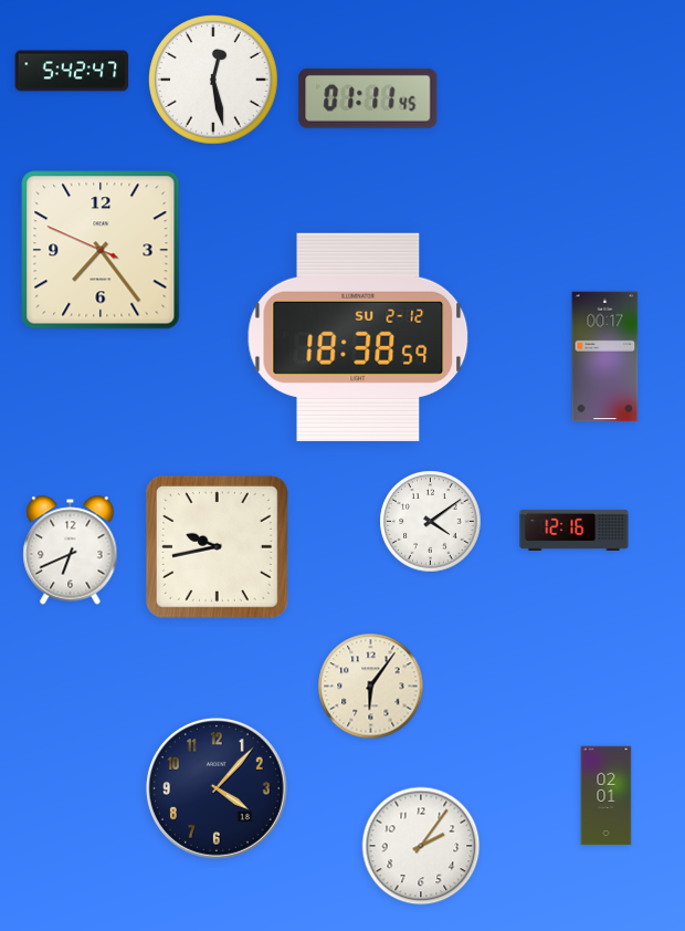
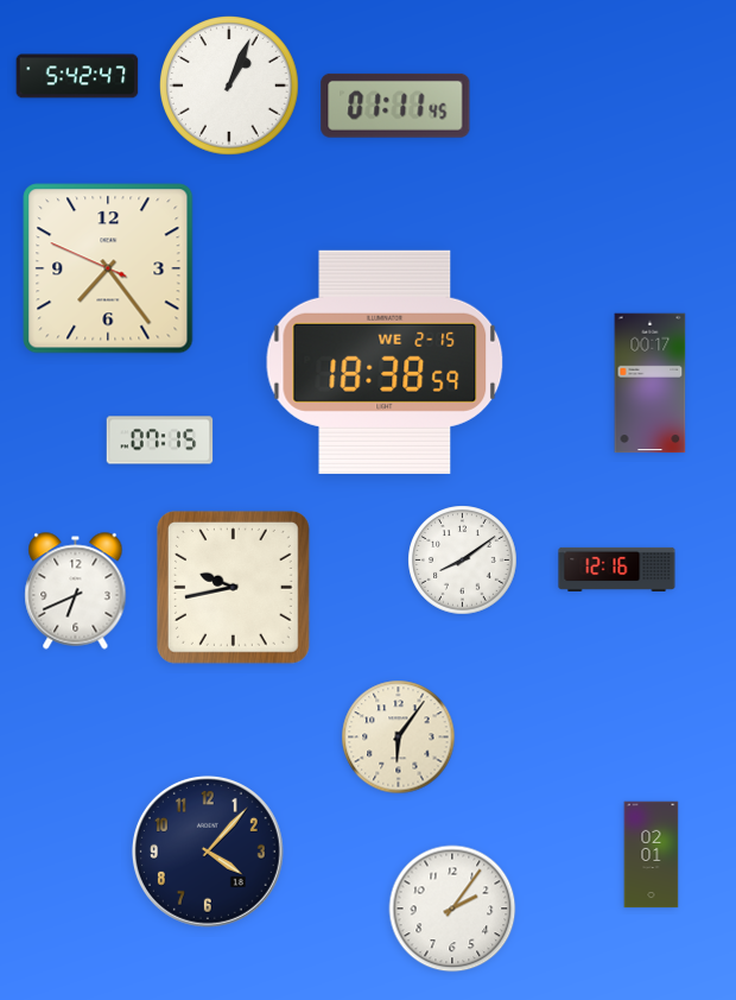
clock at (214, 81): 12:28 -> 1:04
clock at (358, 337) date: SU 2-12 -> WE 2-15
clock at (160, 441): none -> 07:15
clock at (431, 522): 4:09 -> 8:09
clock at (217, 788) position: (217, 788) -> (208, 852)
